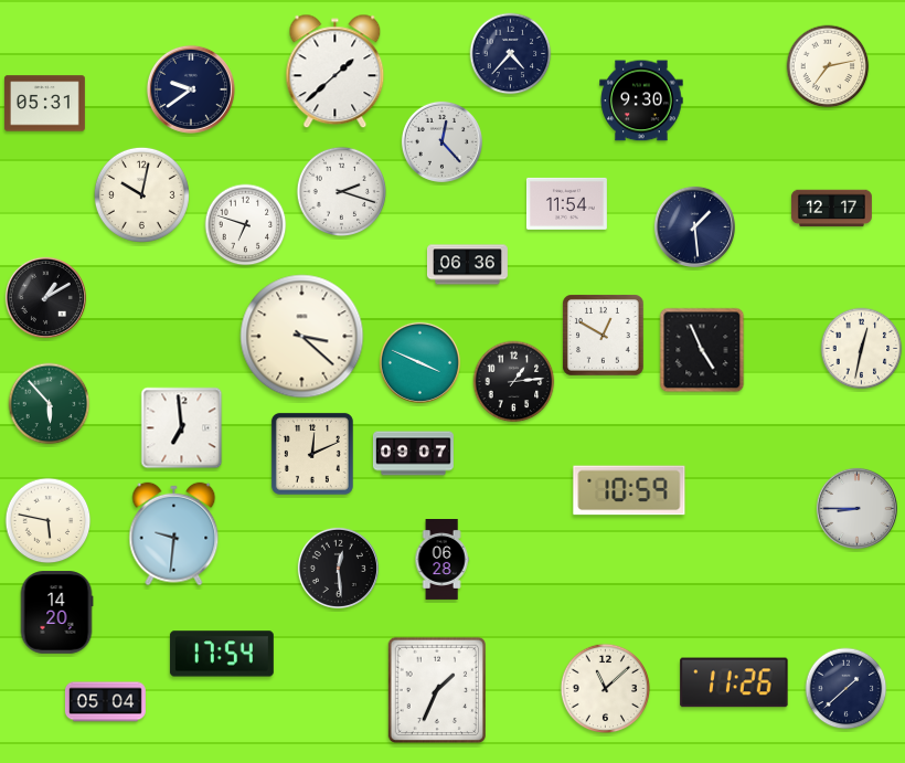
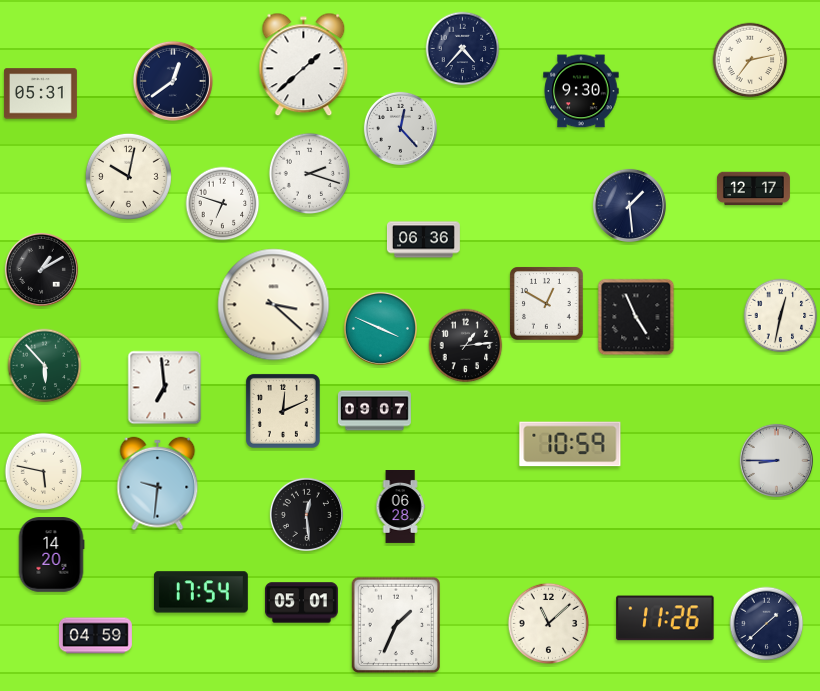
clock at (191, 89): 9:39 -> 12:39
clock at (566, 203): 11:54 -> none
clock at (301, 603): none -> 05:01
clock at (105, 702): 05:04 -> 04:59
